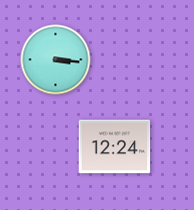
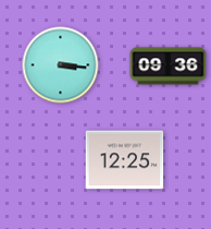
clock at (169, 67): none -> 09:36
clock at (115, 147): 12:24 -> 12:25
